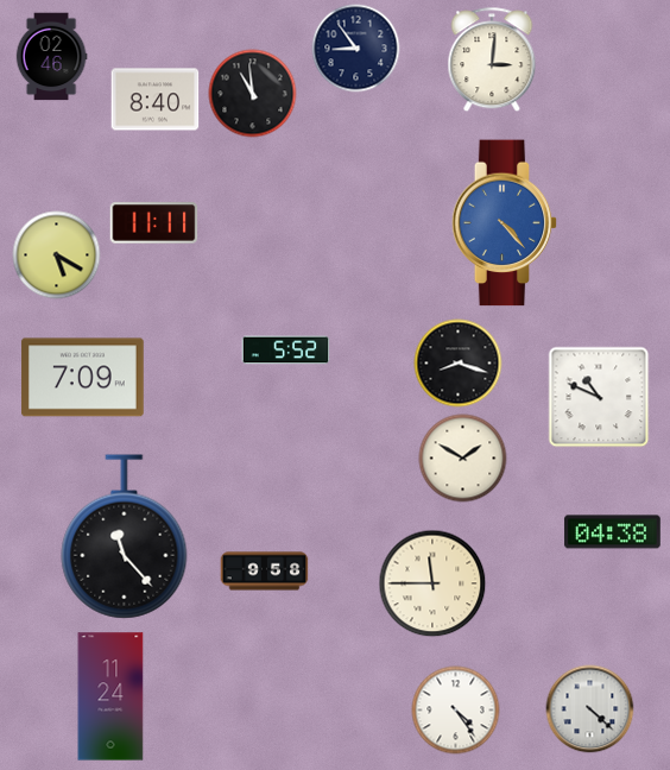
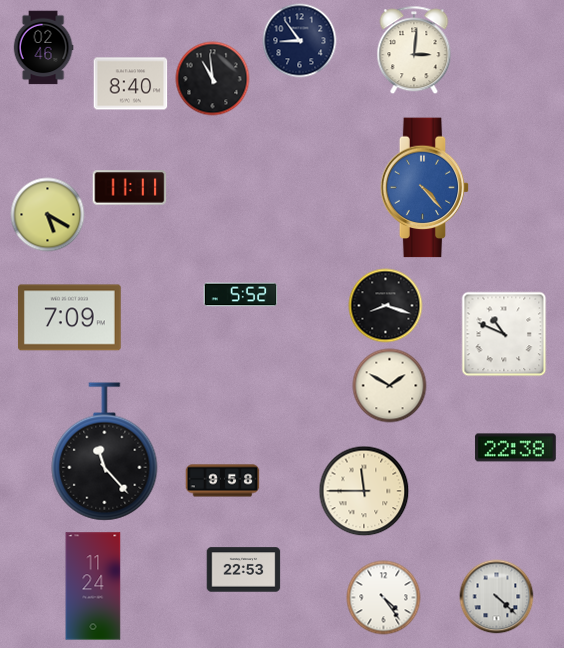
clock at (613, 532): 04:38 -> 22:38
clock at (244, 570): none -> 22:53
